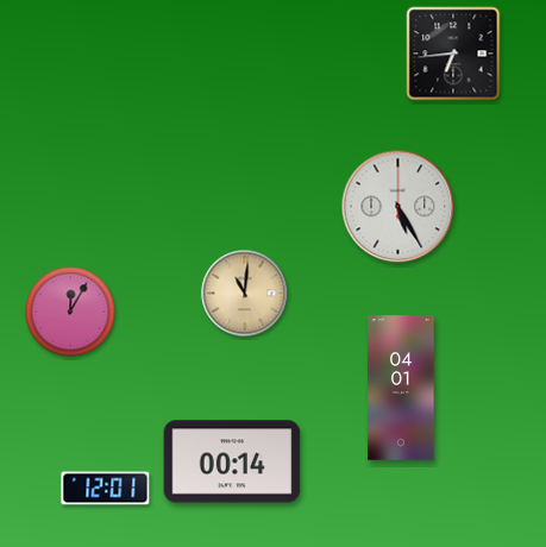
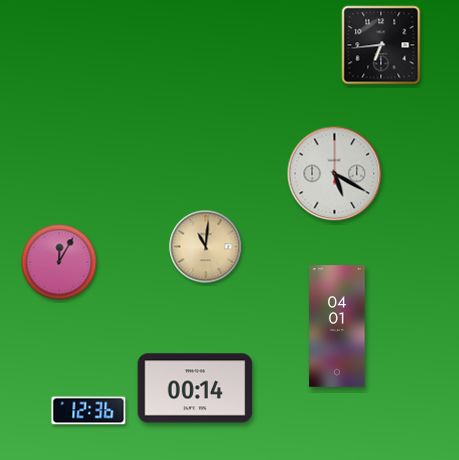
clock at (398, 207): 5:25 -> 5:20
clock at (106, 489): 12:01 -> 12:36
